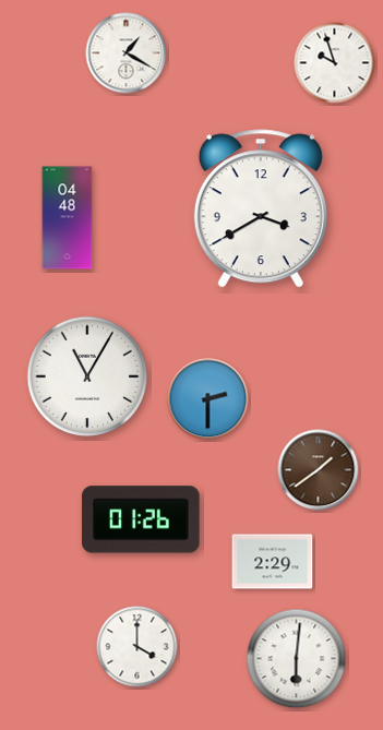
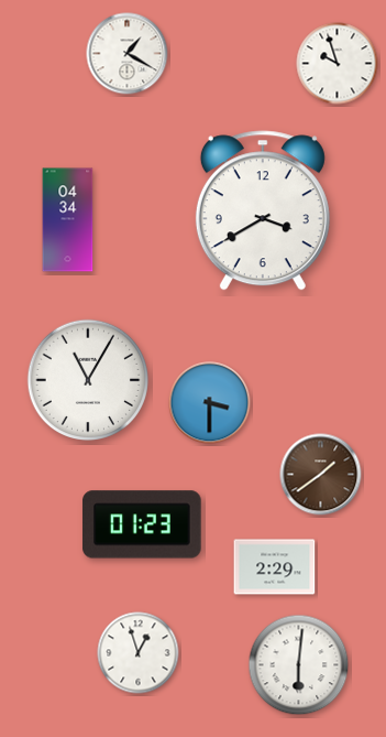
clock at (68, 218): 04:48 -> 04:34
clock at (208, 399): 2:30 -> 3:30
clock at (141, 519): 01:26 -> 01:23
clock at (137, 647): 4:00 -> 12:57
